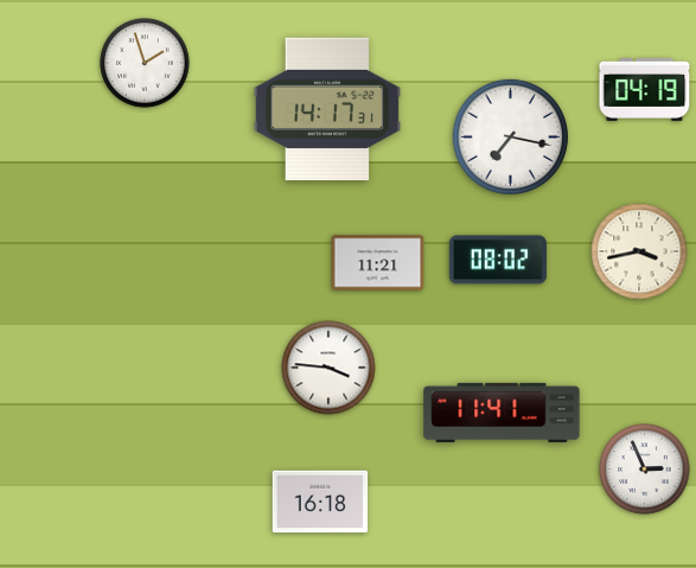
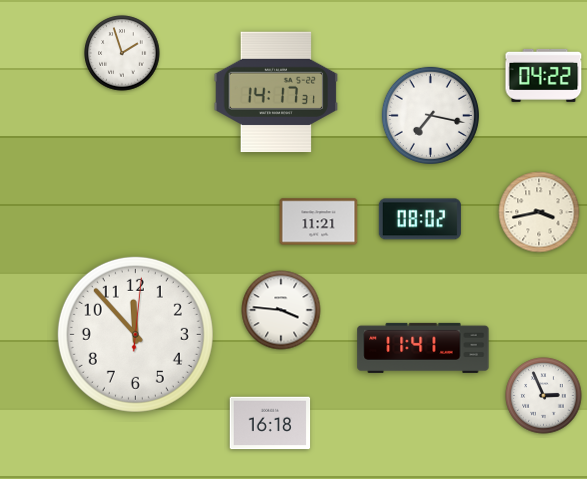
clock at (645, 89): 04:19 -> 04:22
clock at (328, 368) position: (328, 368) -> (281, 310)
clock at (135, 334): none -> 11:53
